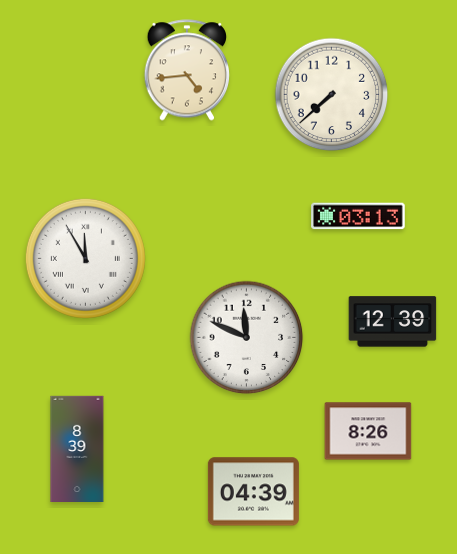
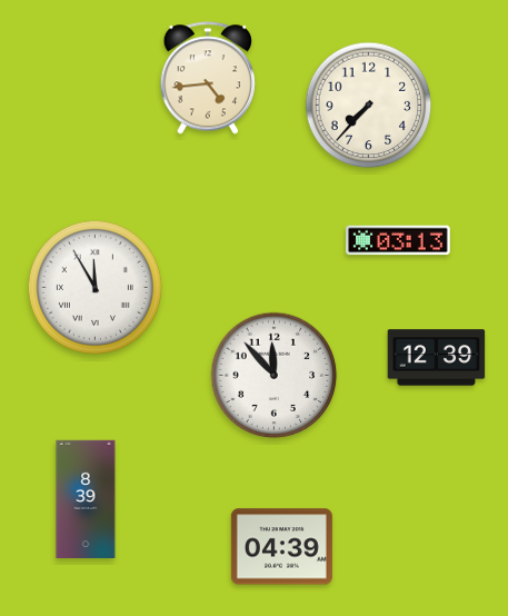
clock at (332, 95): 7:38 -> 7:37
clock at (247, 338): 11:49 -> 11:53
clock at (368, 431): 8:26 -> none
